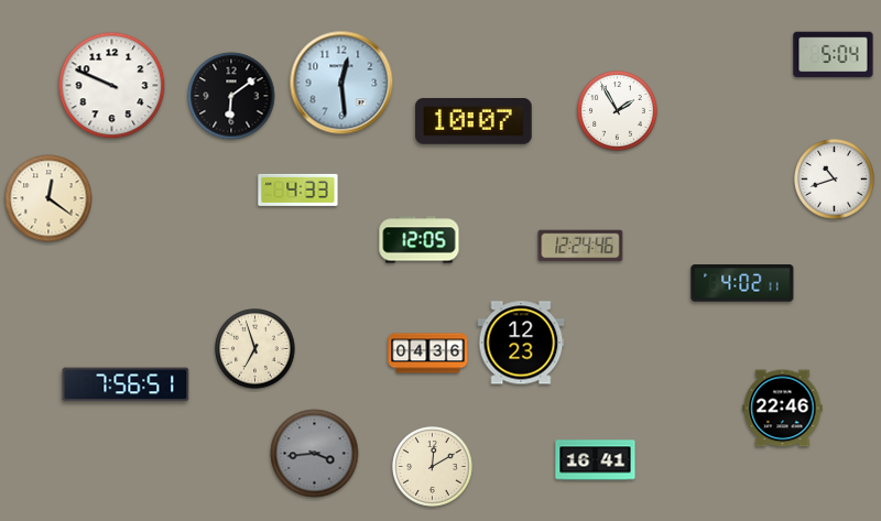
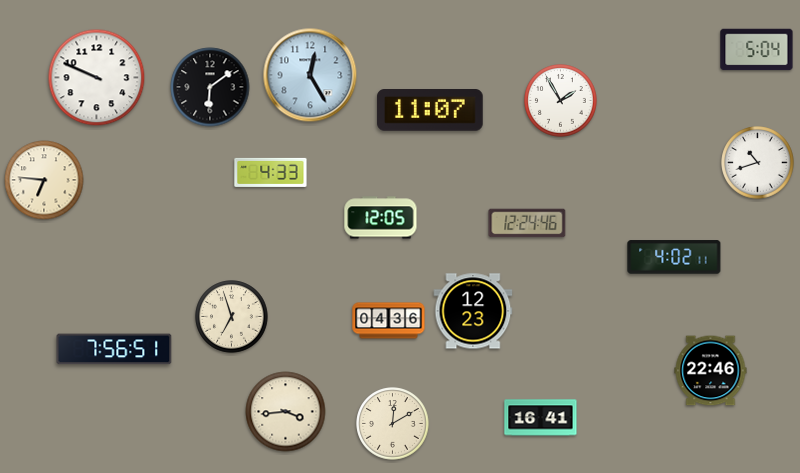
clock at (341, 83): 12:29 -> 12:25
clock at (112, 86) position: (112, 86) -> (97, 78)
clock at (474, 122): 10:07 -> 11:07
clock at (48, 198): 12:21 -> 6:46
clock at (315, 454) dial: grey -> cream
